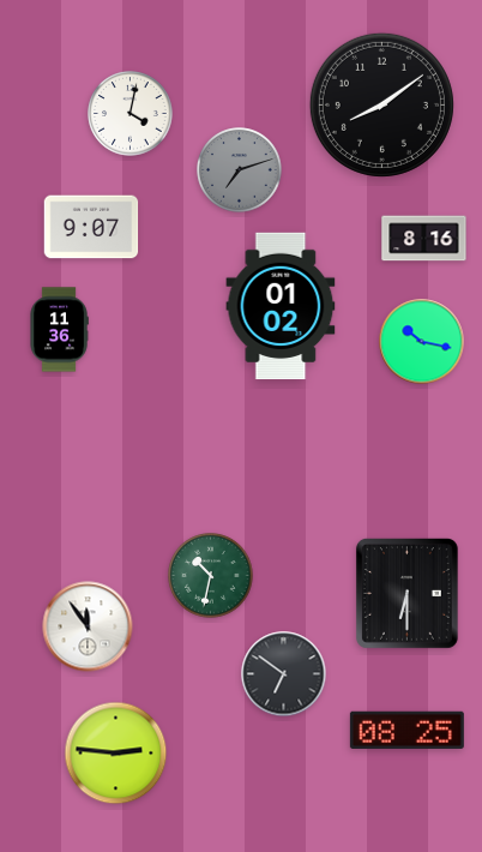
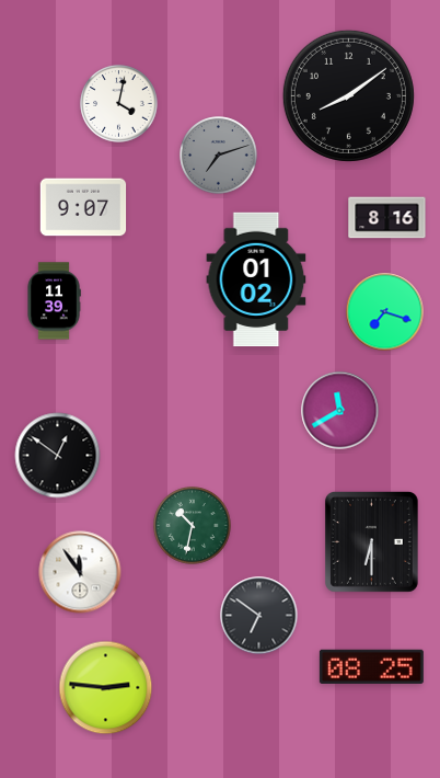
clock at (59, 330): 11:36 -> 11:39
clock at (422, 342): 10:17 -> 7:18
clock at (340, 411): none -> 11:40
clock at (58, 456): none -> 12:51
